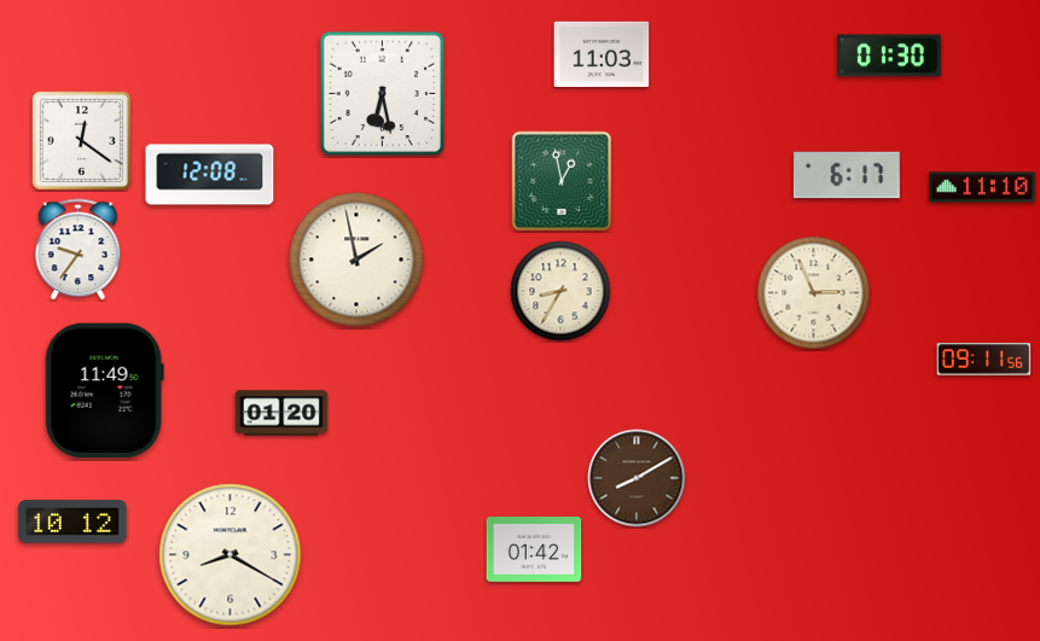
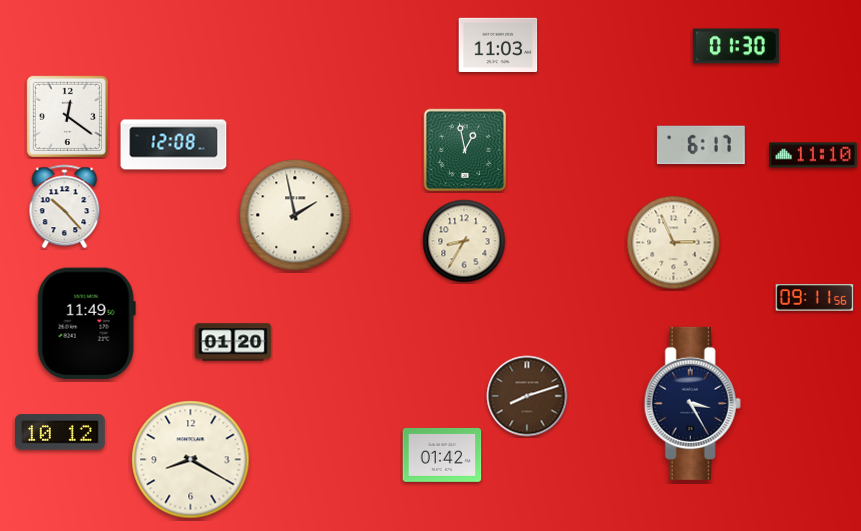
clock at (383, 94): 6:28 -> none
clock at (79, 250): 9:36 -> 10:23
clock at (637, 478): 8:10 -> 8:12
clock at (692, 403): none -> 3:25
